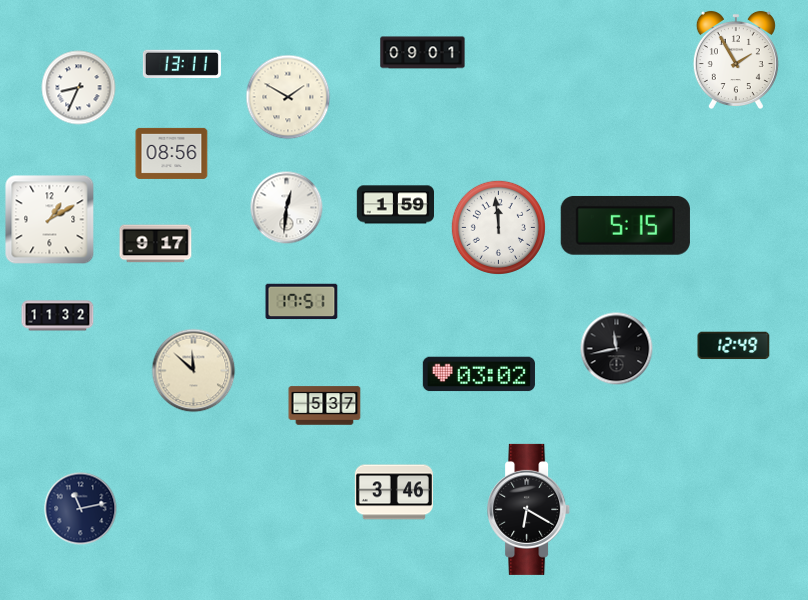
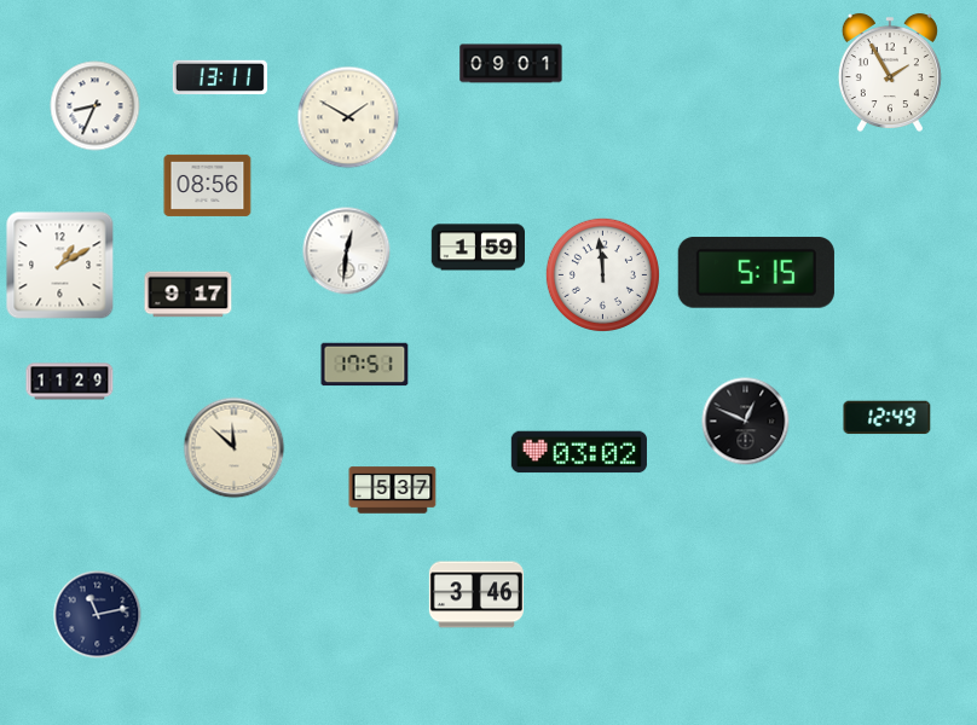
clock at (58, 316): 11:32 -> 11:29
clock at (617, 349): 11:43 -> 12:49
clock at (529, 509): 6:20 -> none
